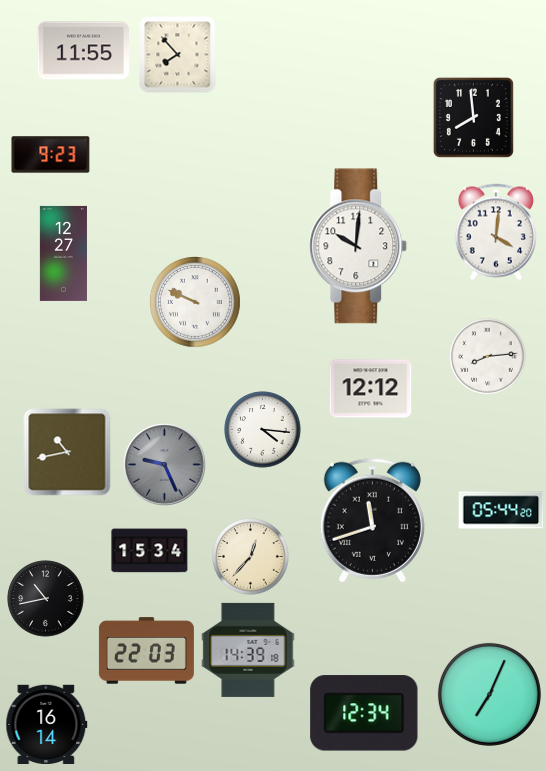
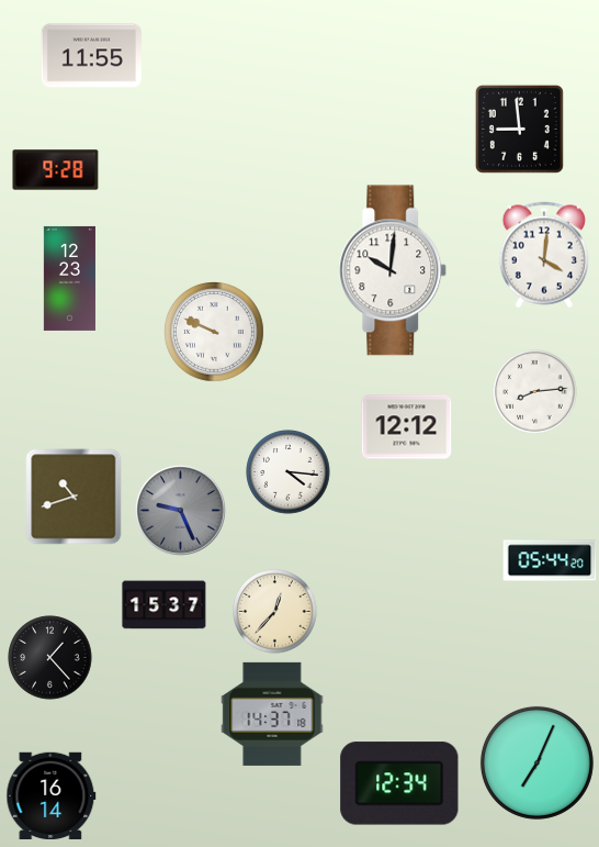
clock at (178, 55): 7:53 -> none
clock at (473, 117): 7:59 -> 8:59
clock at (51, 155): 9:23 -> 9:28
clock at (63, 253): 12:27 -> 12:23
clock at (67, 452): 10:43 -> 10:42
clock at (372, 520): 11:42 -> none
clock at (150, 551): 15:34 -> 15:37
clock at (46, 599): 10:43 -> 1:23
clock at (248, 650): 14:39 -> 14:37
clock at (146, 651): 22:03 -> none
